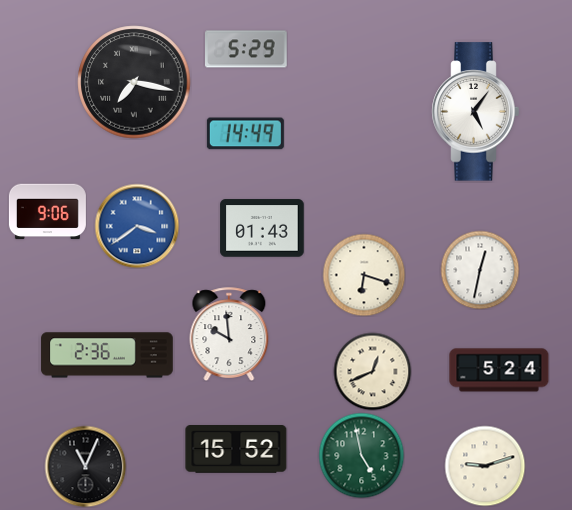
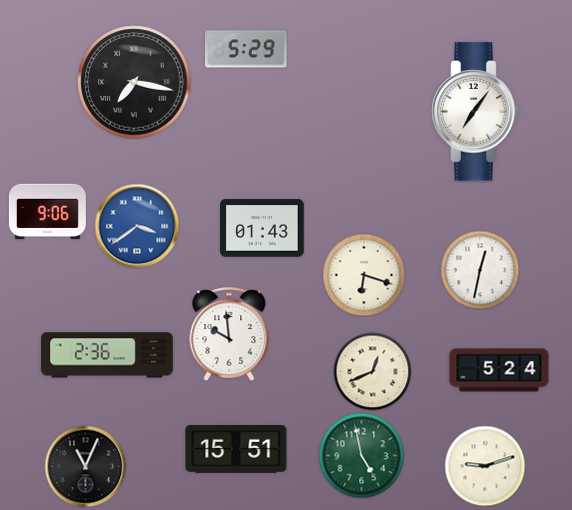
clock at (476, 112): 5:06 -> 7:06
clock at (245, 134): 14:49 -> none
clock at (236, 450): 15:52 -> 15:51
